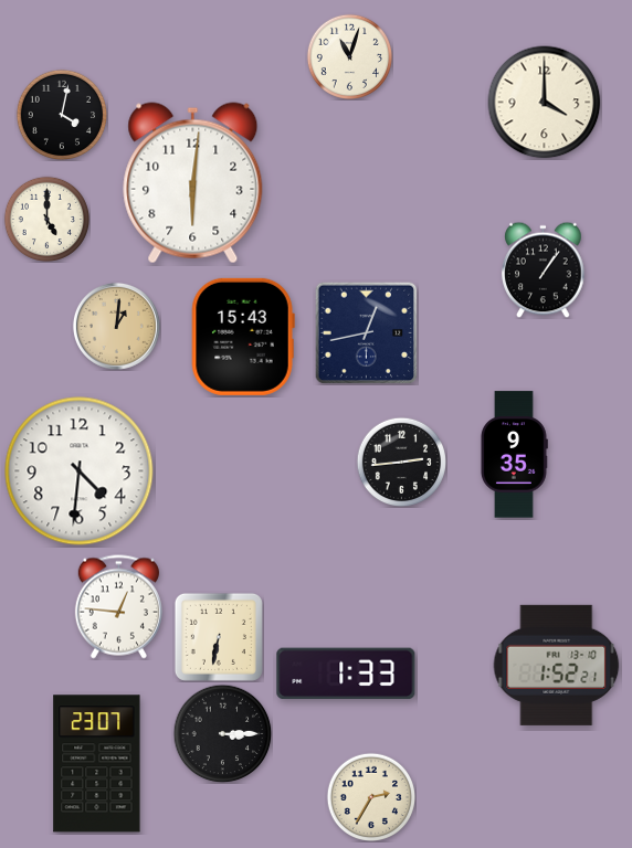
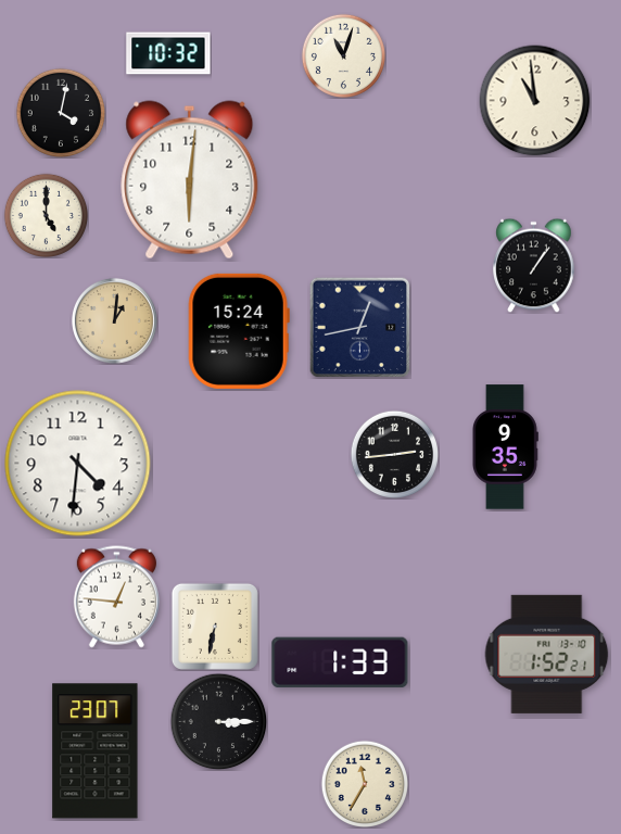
clock at (168, 53): none -> 10:32
clock at (545, 103): 4:00 -> 10:59
clock at (243, 337): 15:43 -> 15:24
clock at (370, 796): 2:35 -> 11:35
